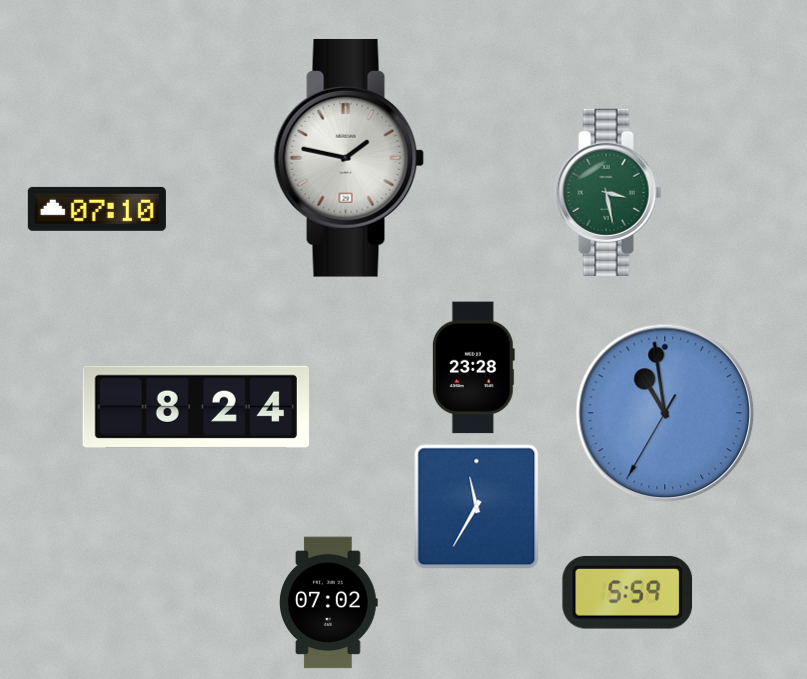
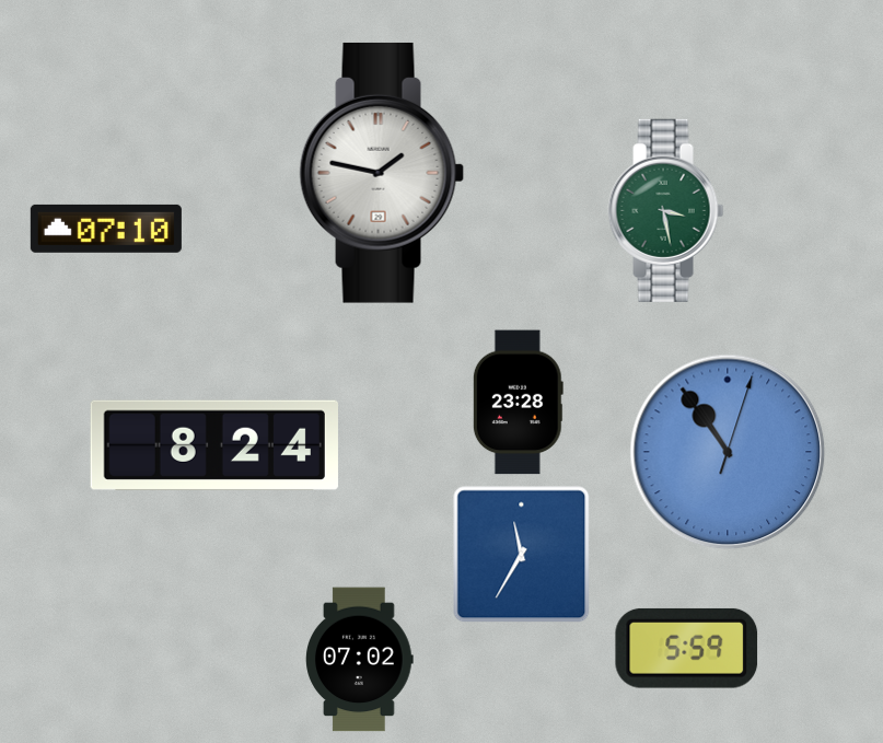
clock at (665, 413): 10:58 -> 10:54
